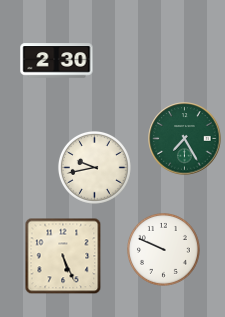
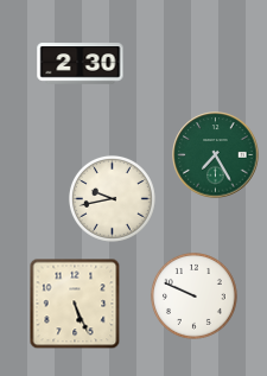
clock at (57, 61) position: (57, 61) -> (81, 64)
clock at (185, 139) position: (185, 139) -> (216, 155)
